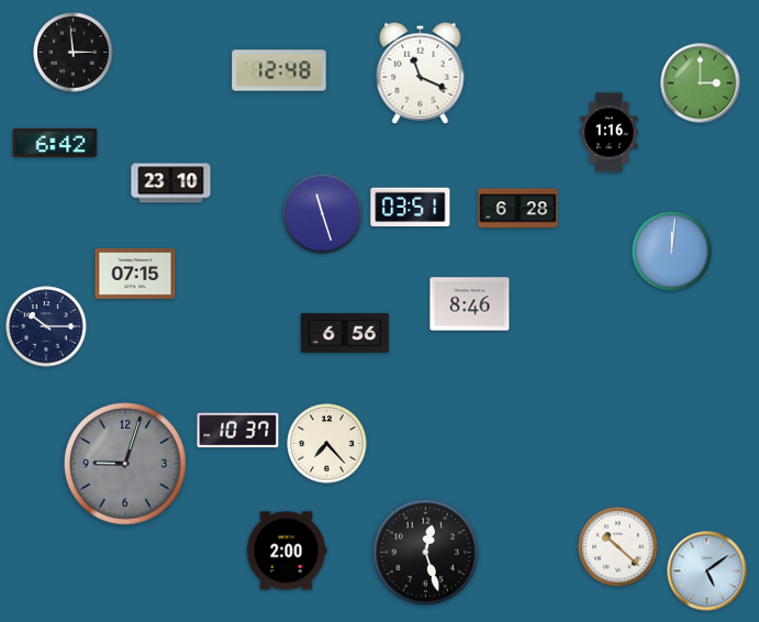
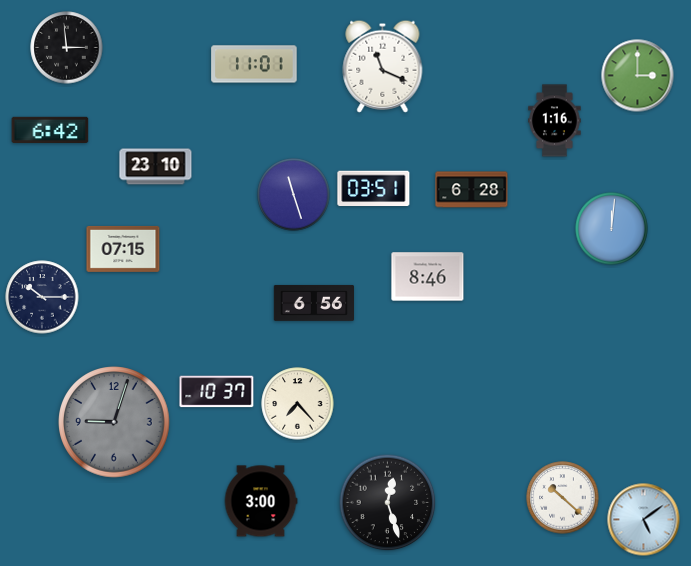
clock at (279, 70): 12:48 -> 11:01
clock at (287, 551): 2:00 -> 3:00
